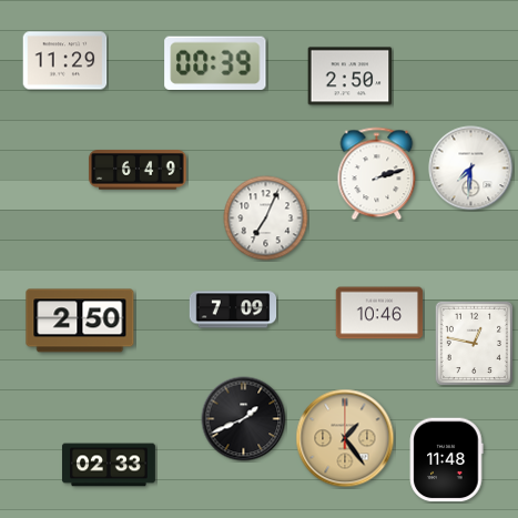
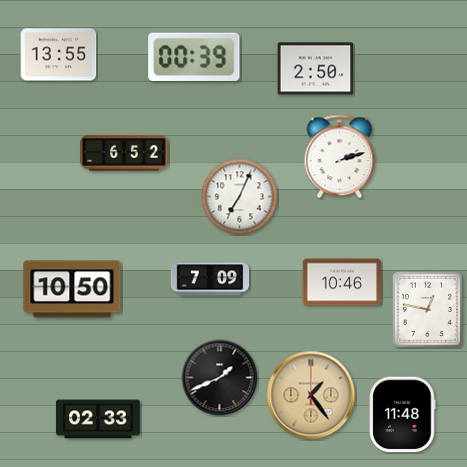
clock at (65, 61): 11:29 -> 13:55
clock at (471, 169): 7:31 -> none
clock at (138, 170): 6:49 -> 6:52
clock at (80, 321): 2:50 -> 10:50
